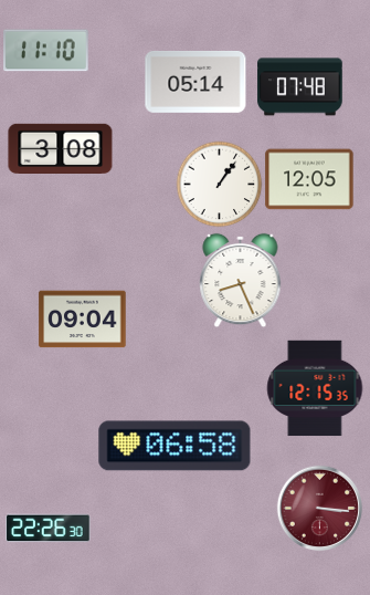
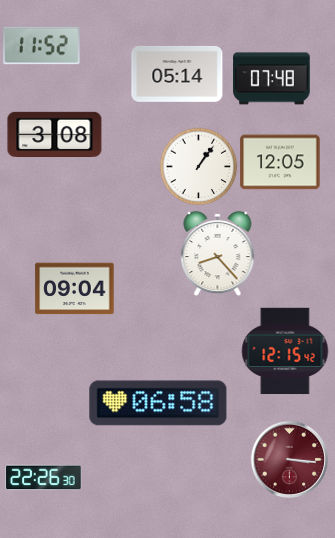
clock at (46, 51): 11:10 -> 11:52
clock at (241, 280): 8:26 -> 8:23
clock at (315, 388): 12:15:35 -> 12:15:42
